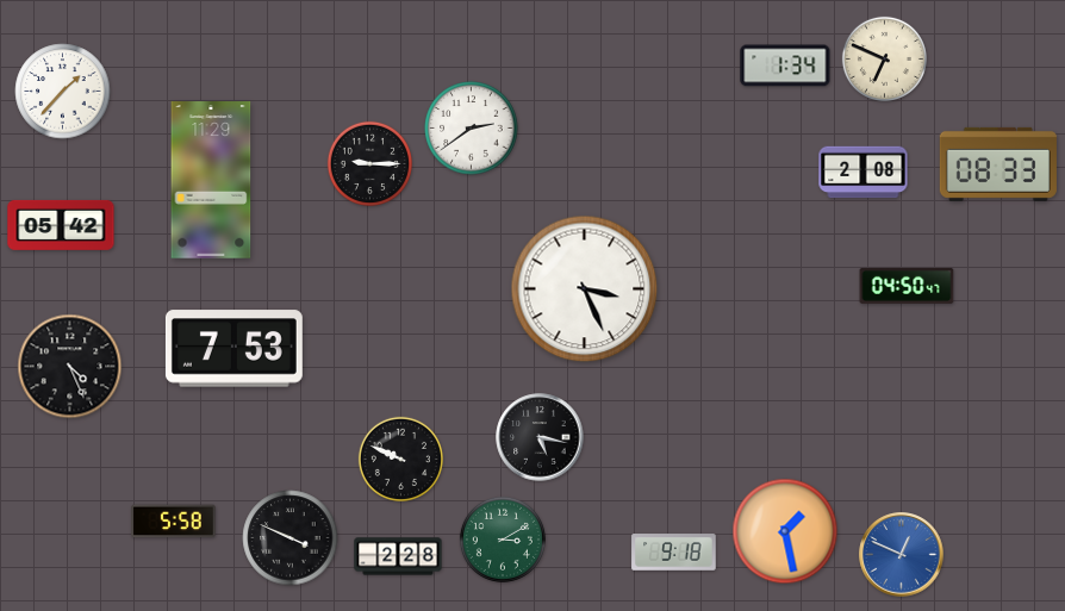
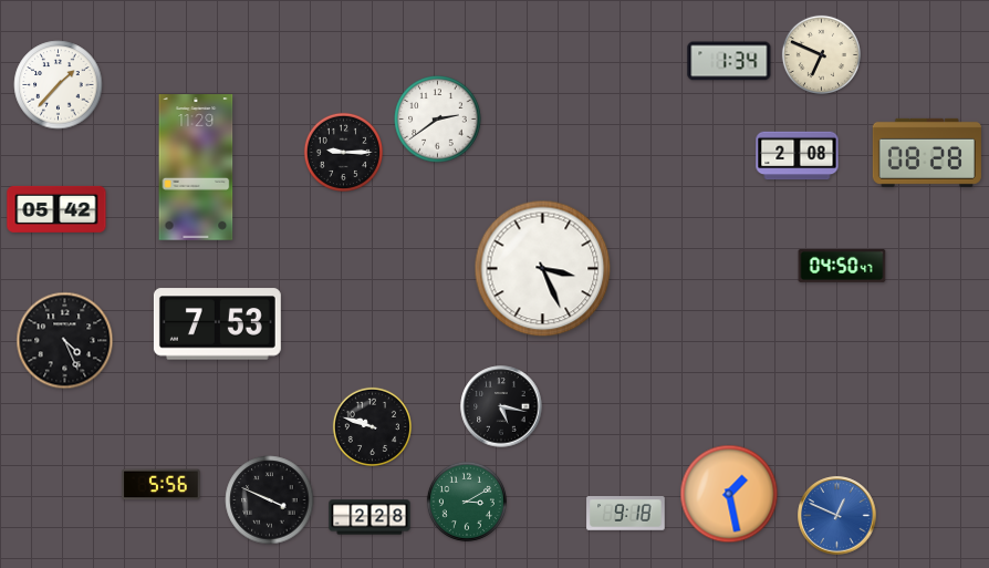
clock at (998, 164): 08:33 -> 08:28
clock at (864, 173) position: (864, 173) -> (798, 156)
clock at (400, 459): 9:49 -> 9:48
clock at (174, 522): 5:58 -> 5:56
